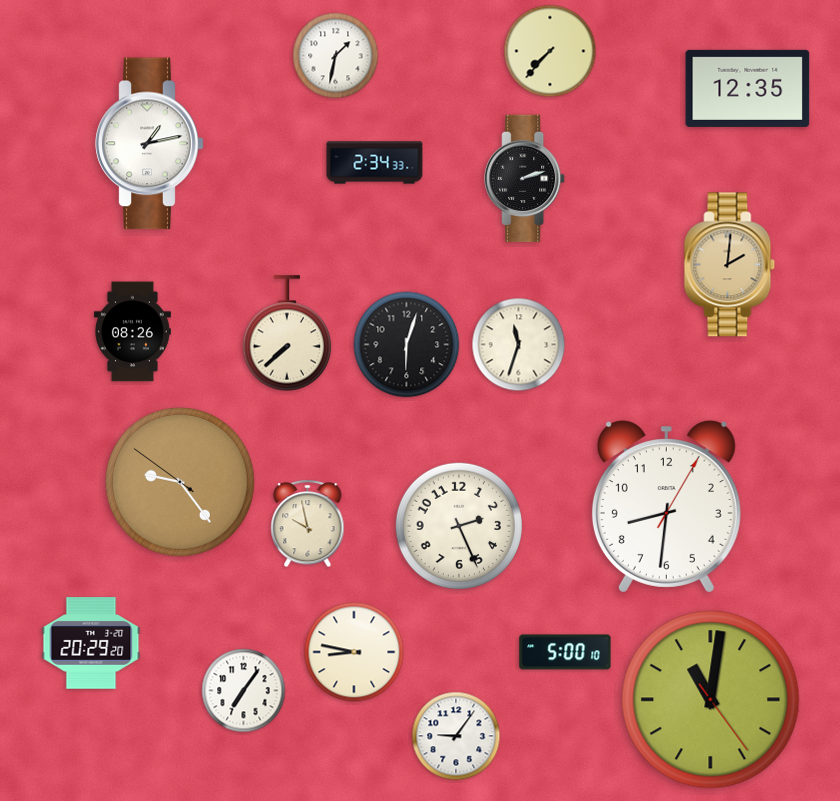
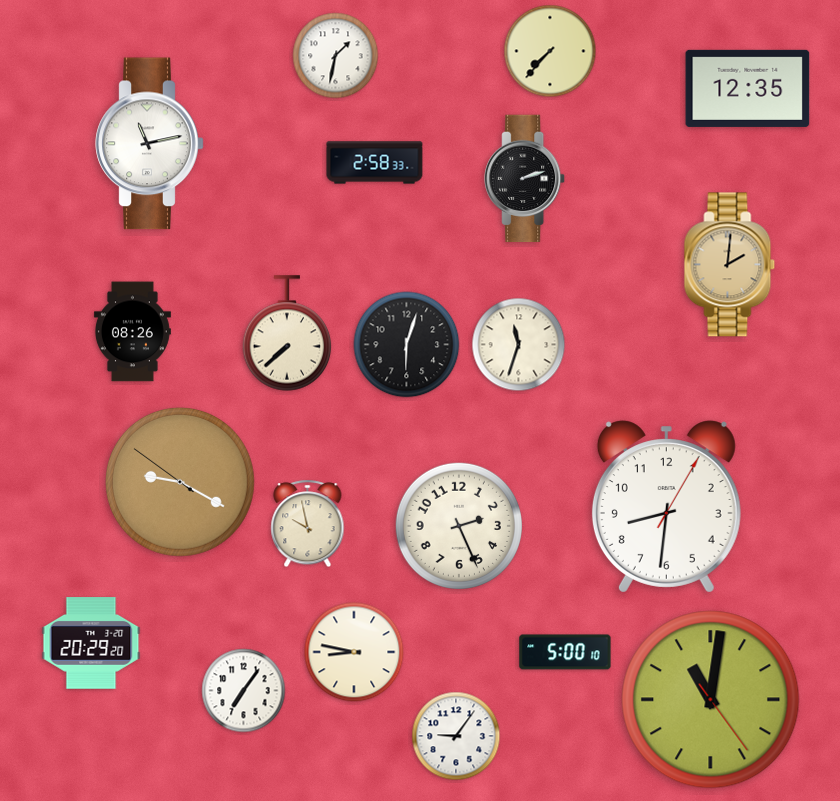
clock at (150, 144): 1:13 -> 11:13
clock at (375, 163): 2:34 -> 2:58
clock at (180, 482): 9:23 -> 9:19
